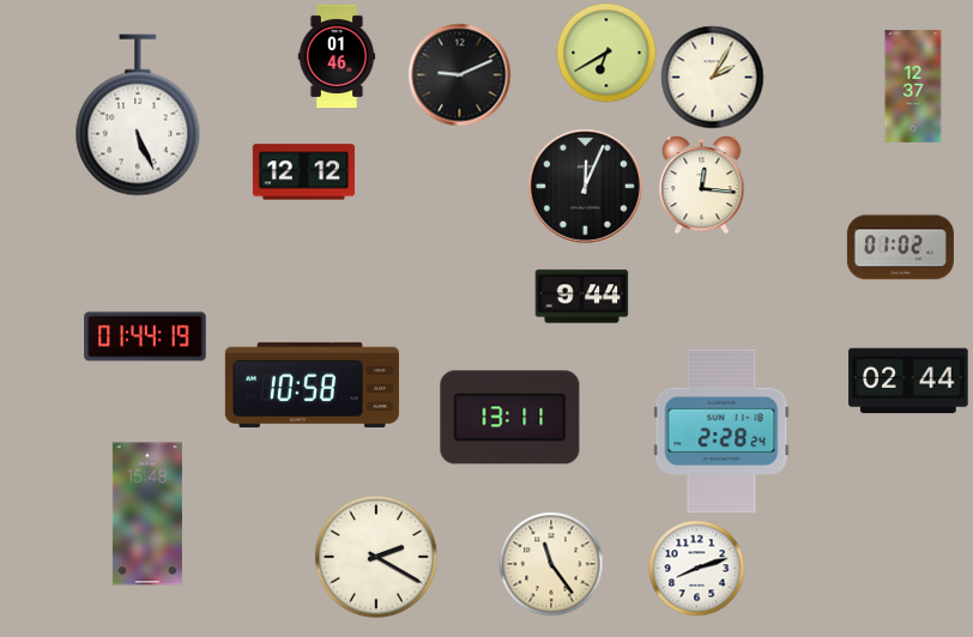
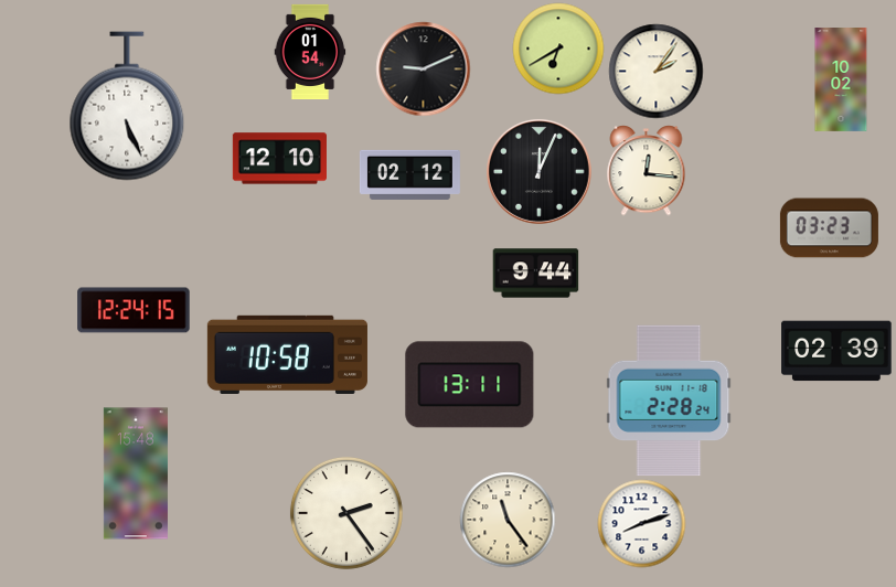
clock at (337, 56): 01:46 -> 01:54
clock at (712, 77): 2:05 -> 2:06
clock at (913, 87): 12:37 -> 10:02
clock at (303, 172): 12:12 -> 12:10
clock at (409, 174): none -> 02:12
clock at (900, 248): 01:02 -> 03:23
clock at (145, 336): 01:44 -> 12:24
clock at (908, 381): 02:44 -> 02:39
clock at (721, 431) position: (721, 431) -> (669, 401)
clock at (376, 557): 2:20 -> 2:24
